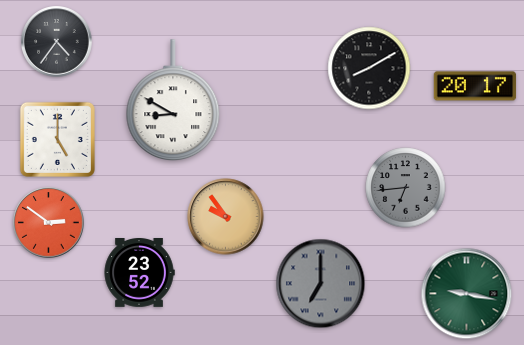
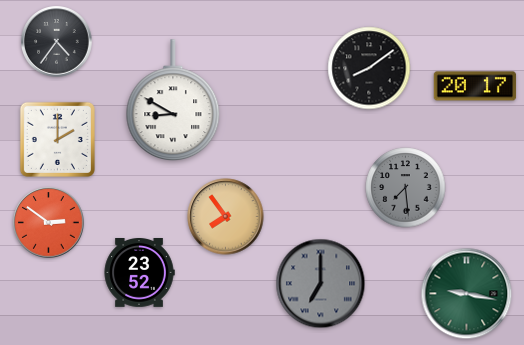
clock at (369, 68): 8:10 -> 8:09
clock at (57, 139): 5:00 -> 2:00
clock at (406, 188): 6:44 -> 7:29
clock at (226, 217): 9:54 -> 7:54
